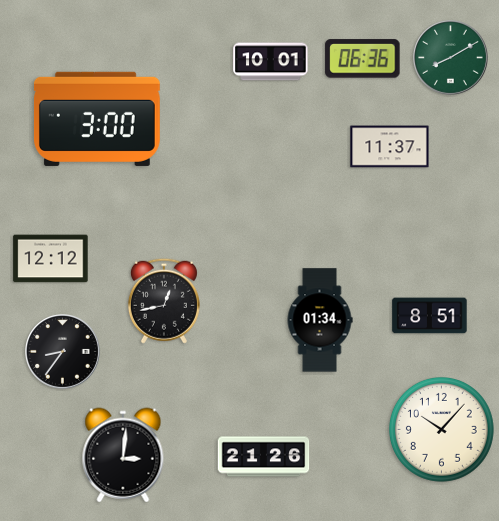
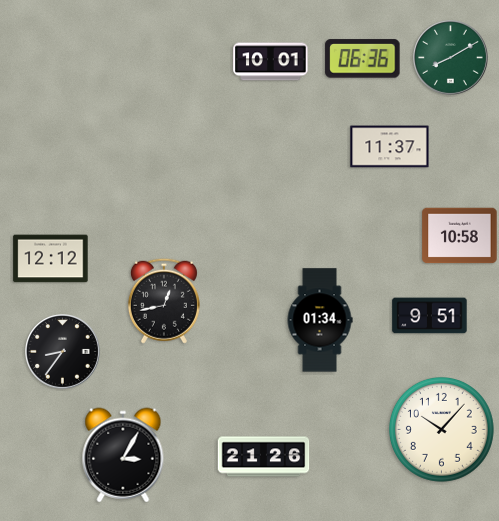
clock at (97, 119): 3:00 -> none
clock at (460, 236): none -> 10:58
clock at (430, 316): 8:51 -> 9:51
clock at (123, 455): 3:01 -> 3:05
